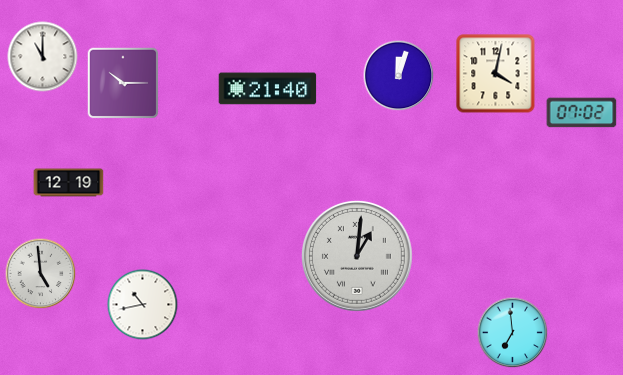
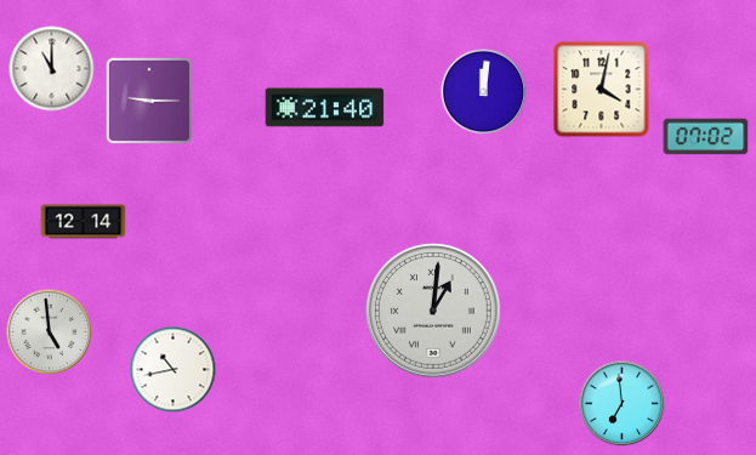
clock at (399, 76): 12:03 -> 12:01
clock at (123, 83): 10:15 -> 9:15
clock at (69, 183): 12:19 -> 12:14
